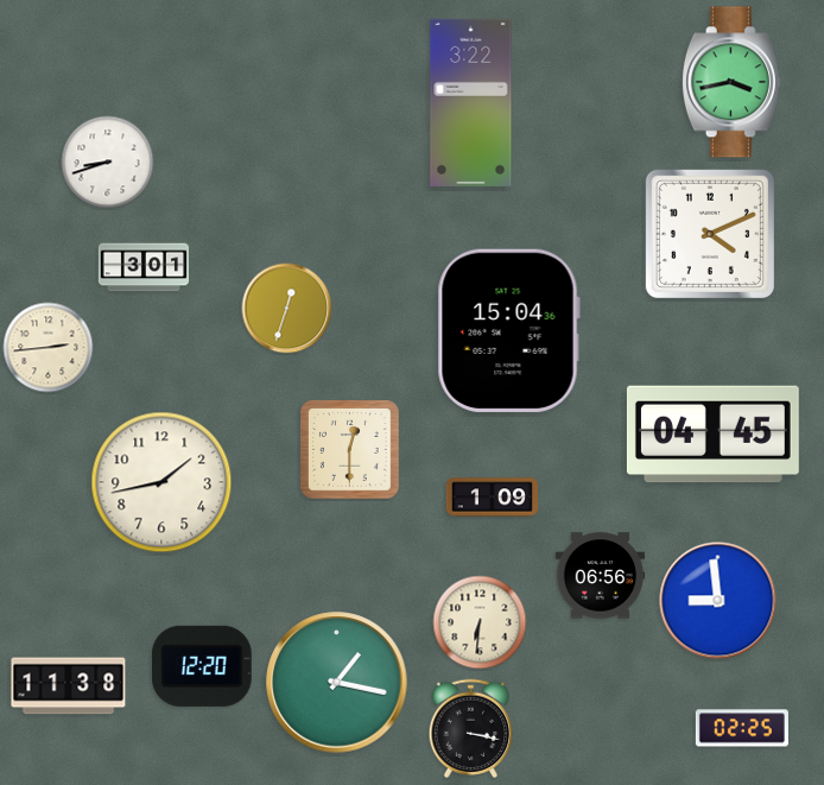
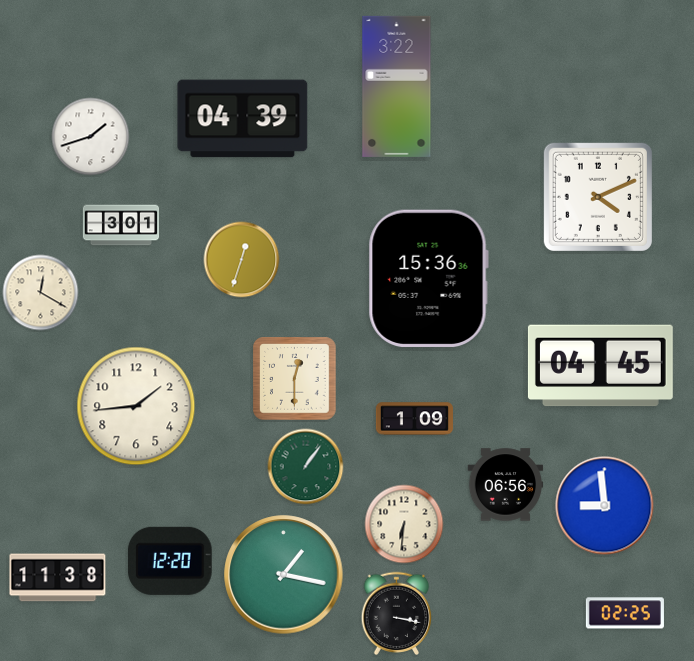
clock at (731, 82): 3:43 -> none
clock at (243, 119): none -> 04:39
clock at (108, 163): 8:42 -> 1:42
clock at (508, 330): 15:04 -> 15:36
clock at (49, 348): 2:44 -> 12:20
clock at (161, 482): 1:43 -> 1:44
clock at (306, 467): none -> 1:06
